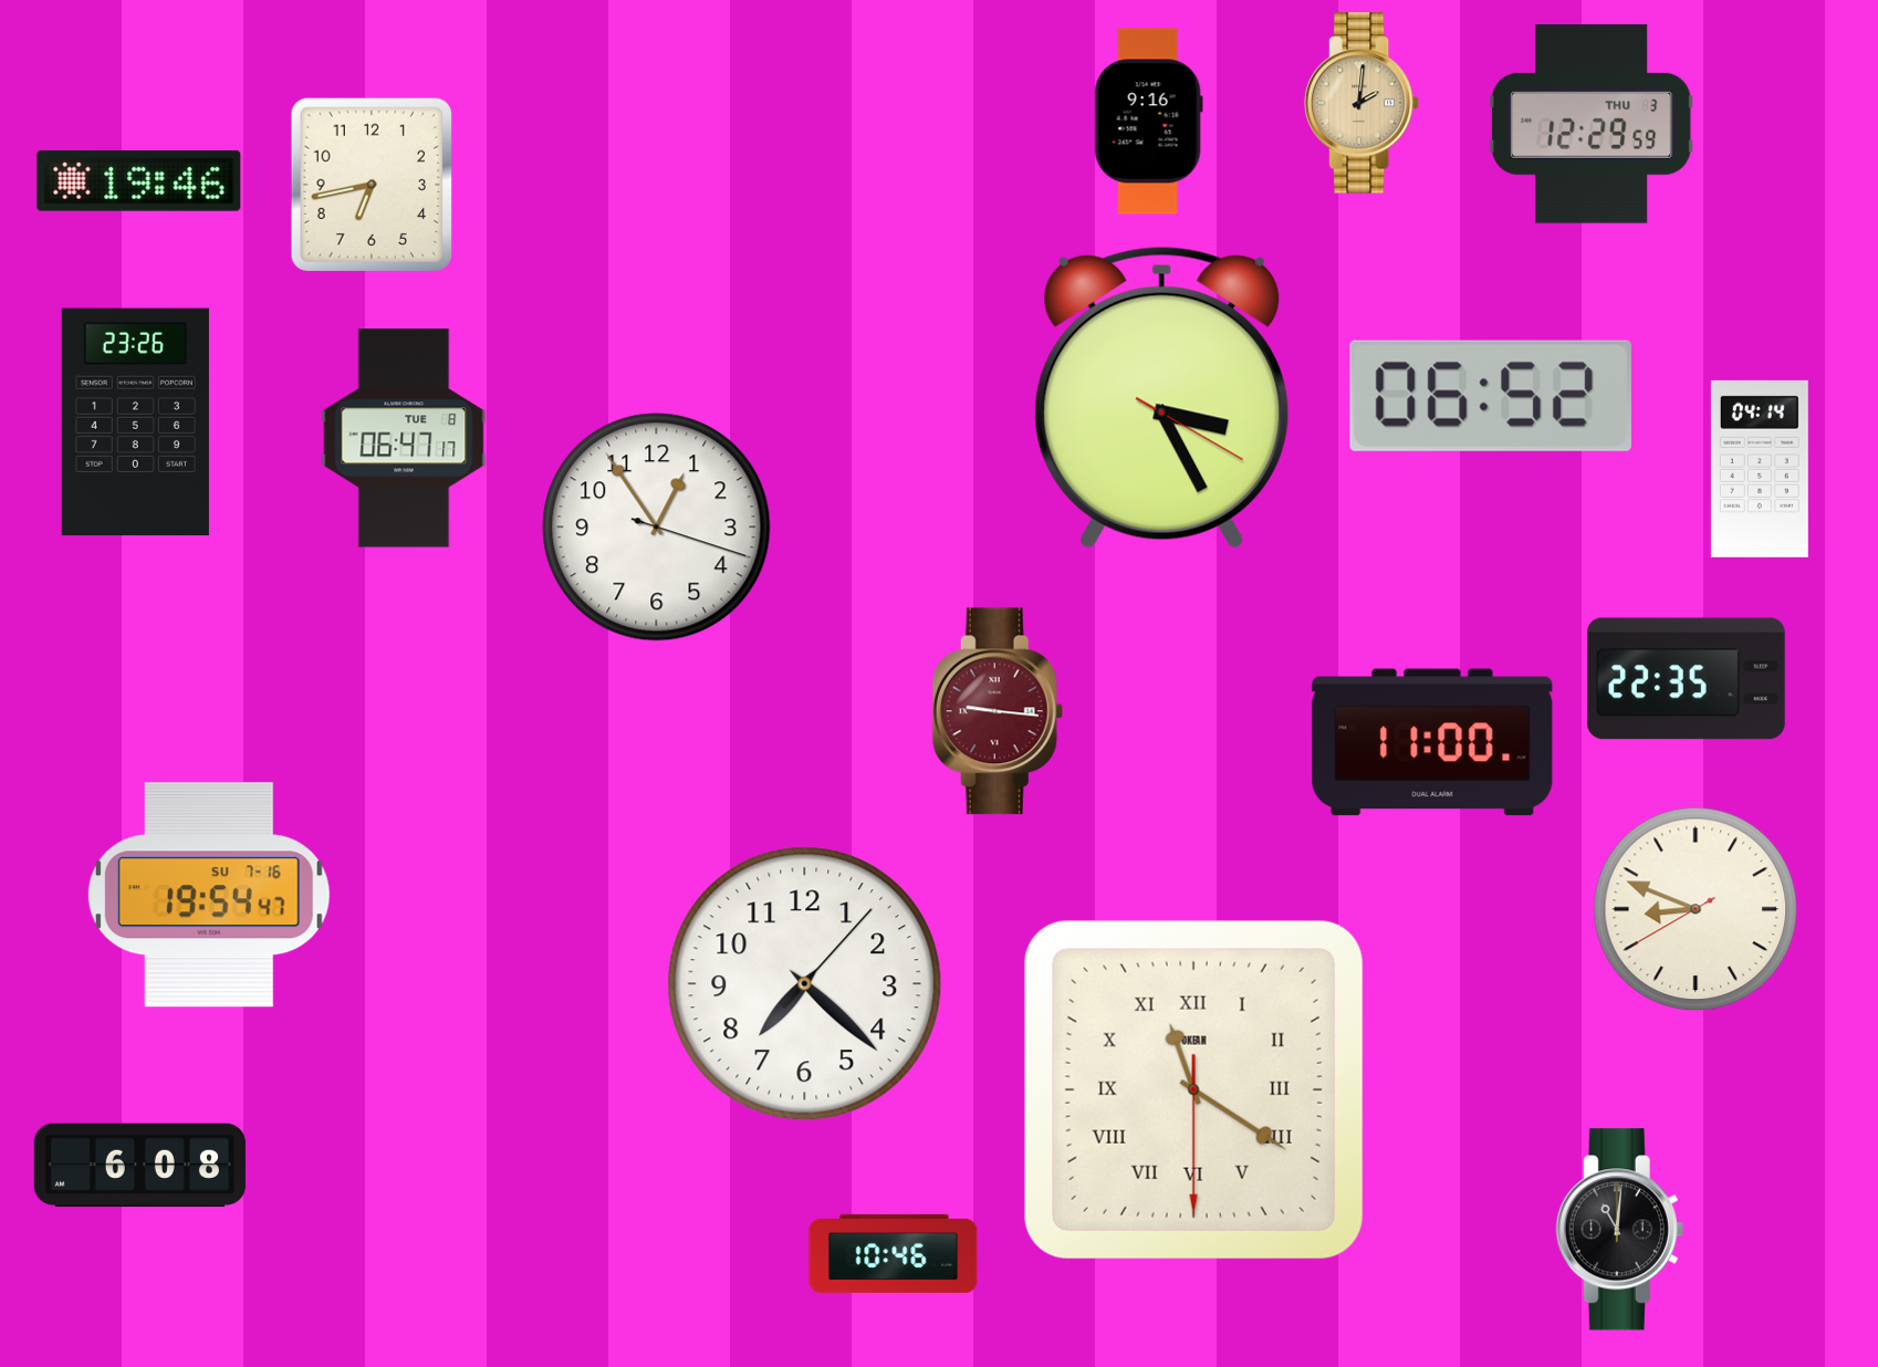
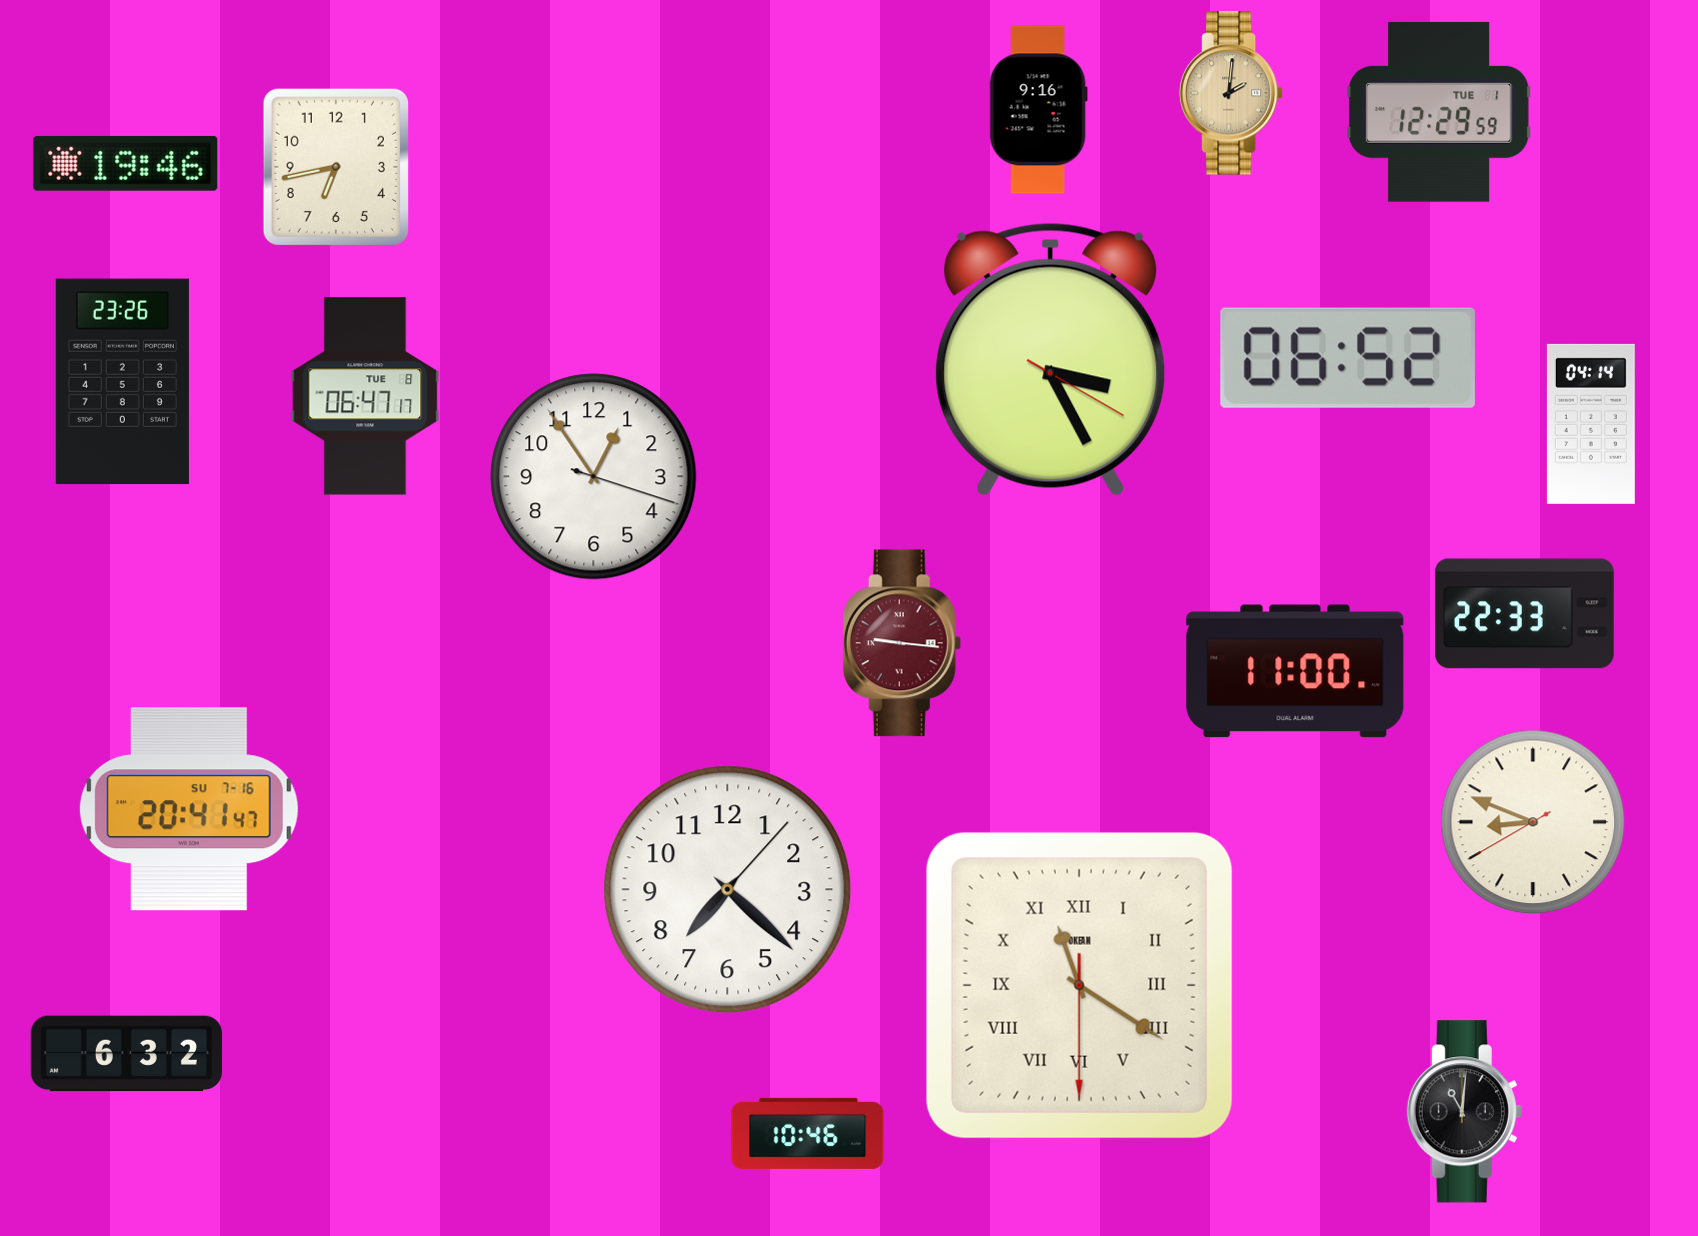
clock at (1592, 124) date: THU 3 -> TUE 1
clock at (1687, 679): 22:35 -> 22:33
clock at (209, 895): 19:54 -> 20:41
clock at (139, 1166): 6:08 -> 6:32
